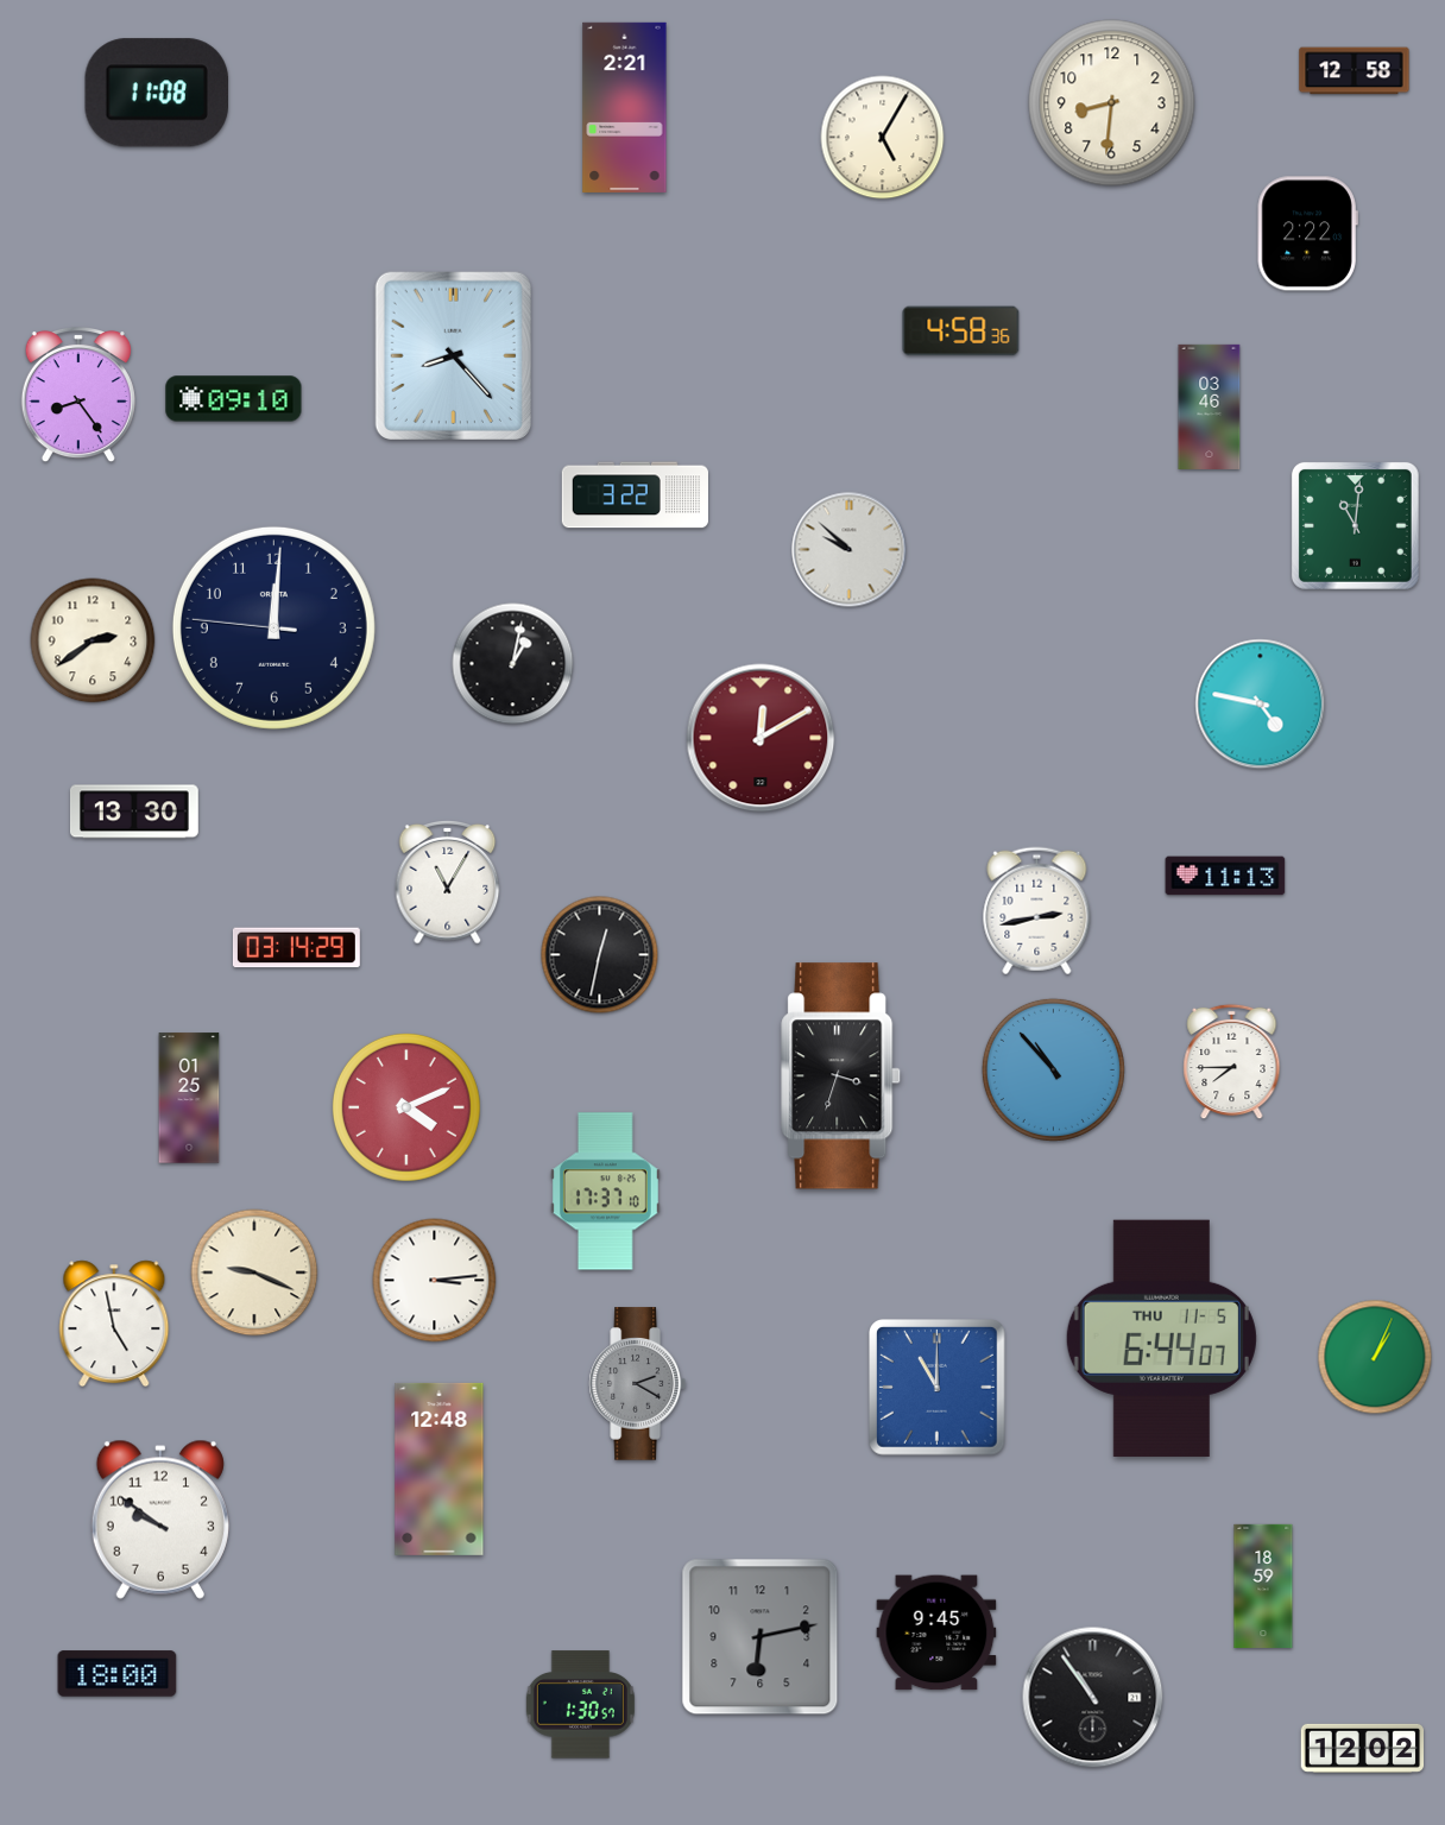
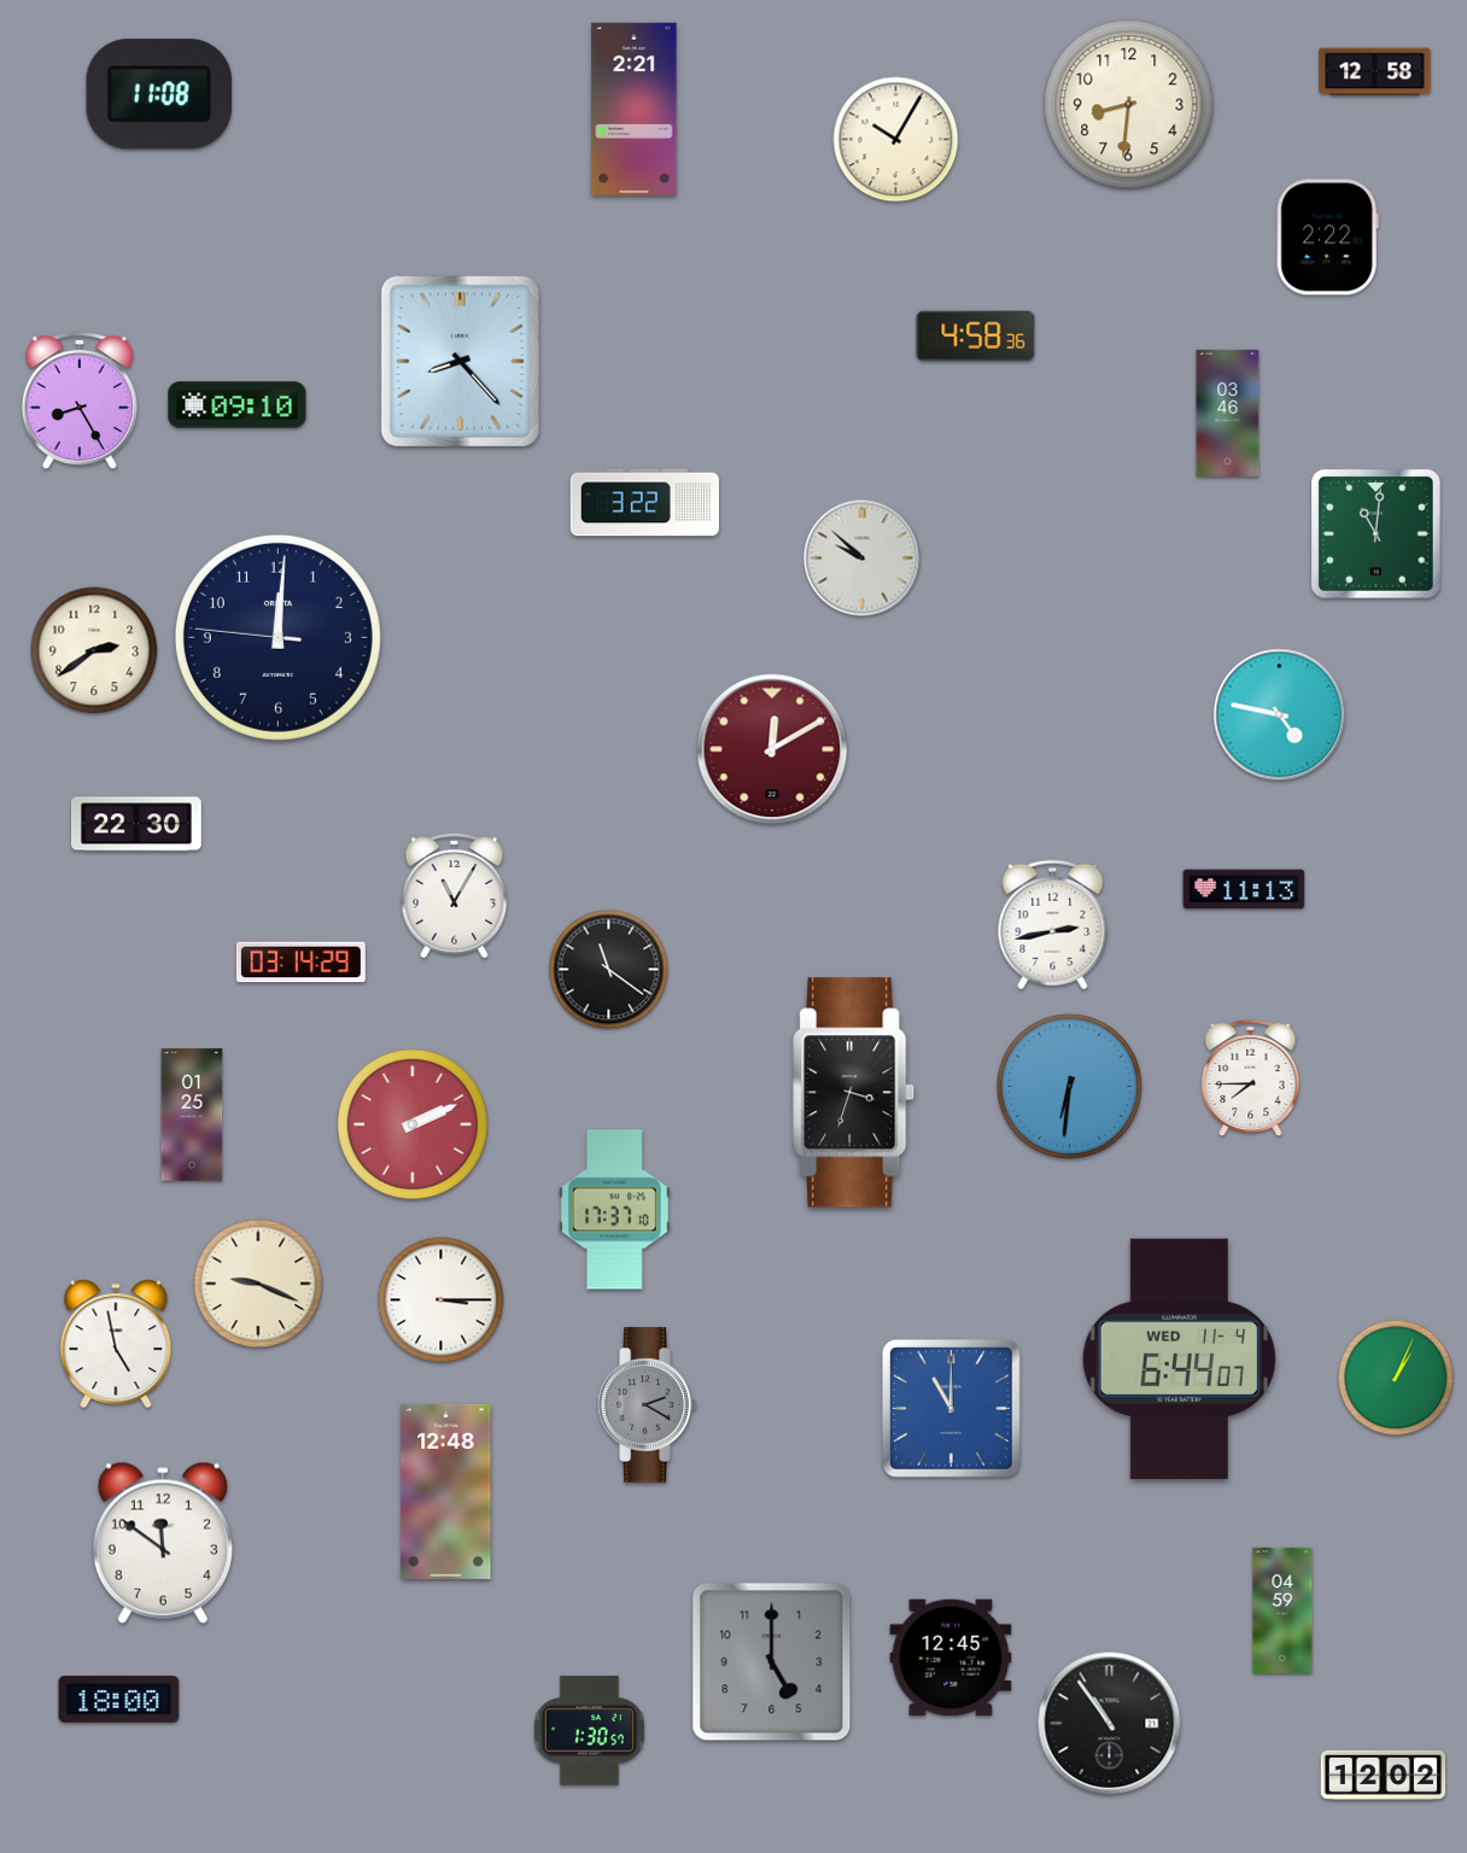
clock at (883, 138): 5:05 -> 10:05
clock at (78, 394): 8:24 -> 8:25
clock at (513, 664): 1:02 -> none
clock at (134, 812): 13:30 -> 22:30
clock at (600, 955): 12:32 -> 11:21
clock at (1053, 1069): 10:53 -> 6:31
clock at (406, 1107): 4:11 -> 2:11
clock at (254, 1273) position: (254, 1273) -> (258, 1284)
clock at (435, 1281): 3:14 -> 3:15
clock at (1161, 1338) date: THU 11-5 -> WED 11-4
clock at (160, 1520): 9:51 -> 11:51
clock at (1263, 1585): 18:59 -> 04:59
clock at (936, 1633): 9:45 -> 12:45
clock at (761, 1637): 6:13 -> 5:00
